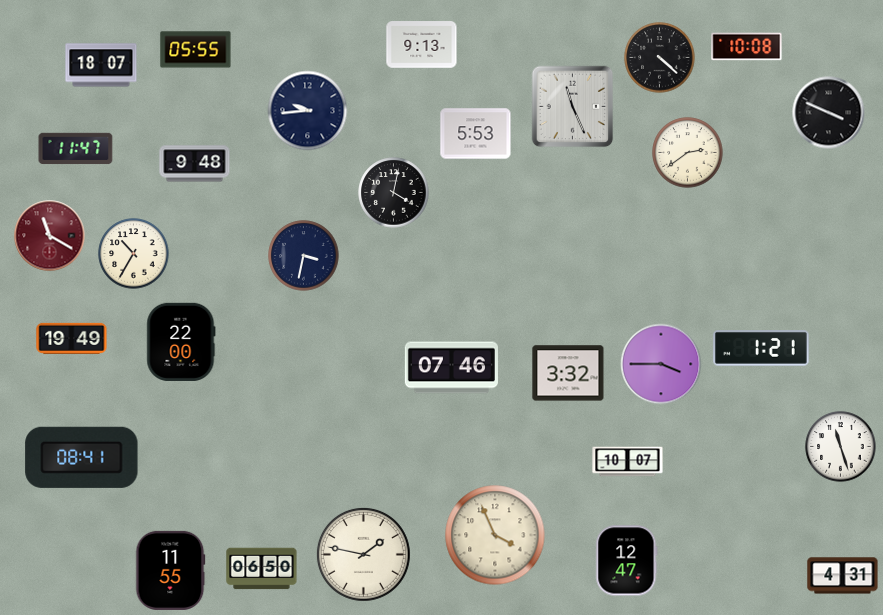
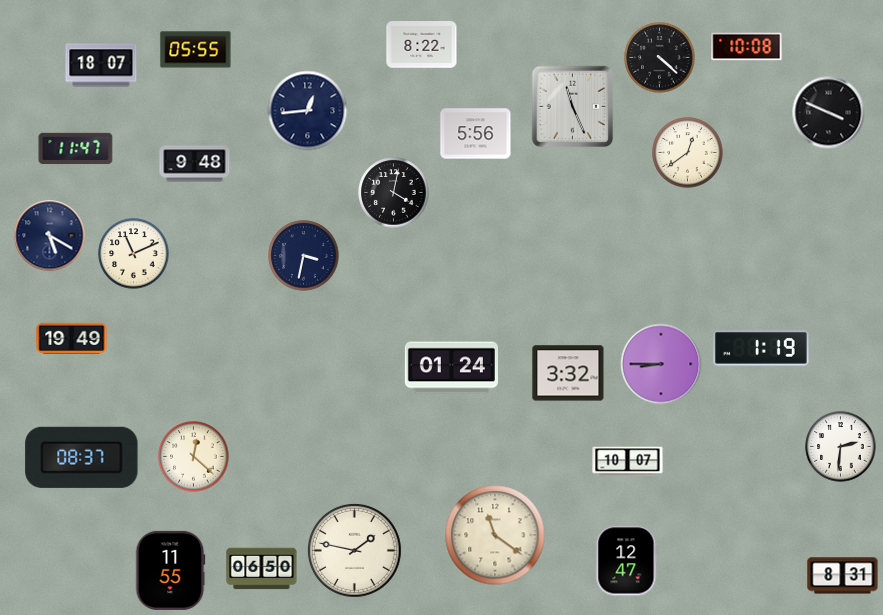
clock at (422, 45): 9:13 -> 8:22
clock at (308, 111): 9:44 -> 12:44
clock at (476, 134): 5:53 -> 5:56
clock at (688, 153): 2:39 -> 12:39
clock at (50, 236): 11:20 -> 5:20
clock at (50, 236) dial: burgundy -> navy
clock at (134, 254): 10:35 -> 11:11
clock at (181, 342): 22:00 -> none
clock at (761, 348): 1:21 -> 1:19
clock at (661, 364): 3:45 -> 8:45
clock at (451, 368): 07:46 -> 01:24
clock at (841, 447): 11:27 -> 2:31
clock at (82, 457): 08:41 -> 08:37
clock at (194, 457): none -> 12:22
clock at (495, 535): 3:56 -> 11:21
clock at (363, 554) position: (363, 554) -> (354, 550)
clock at (843, 576): 4:31 -> 8:31
